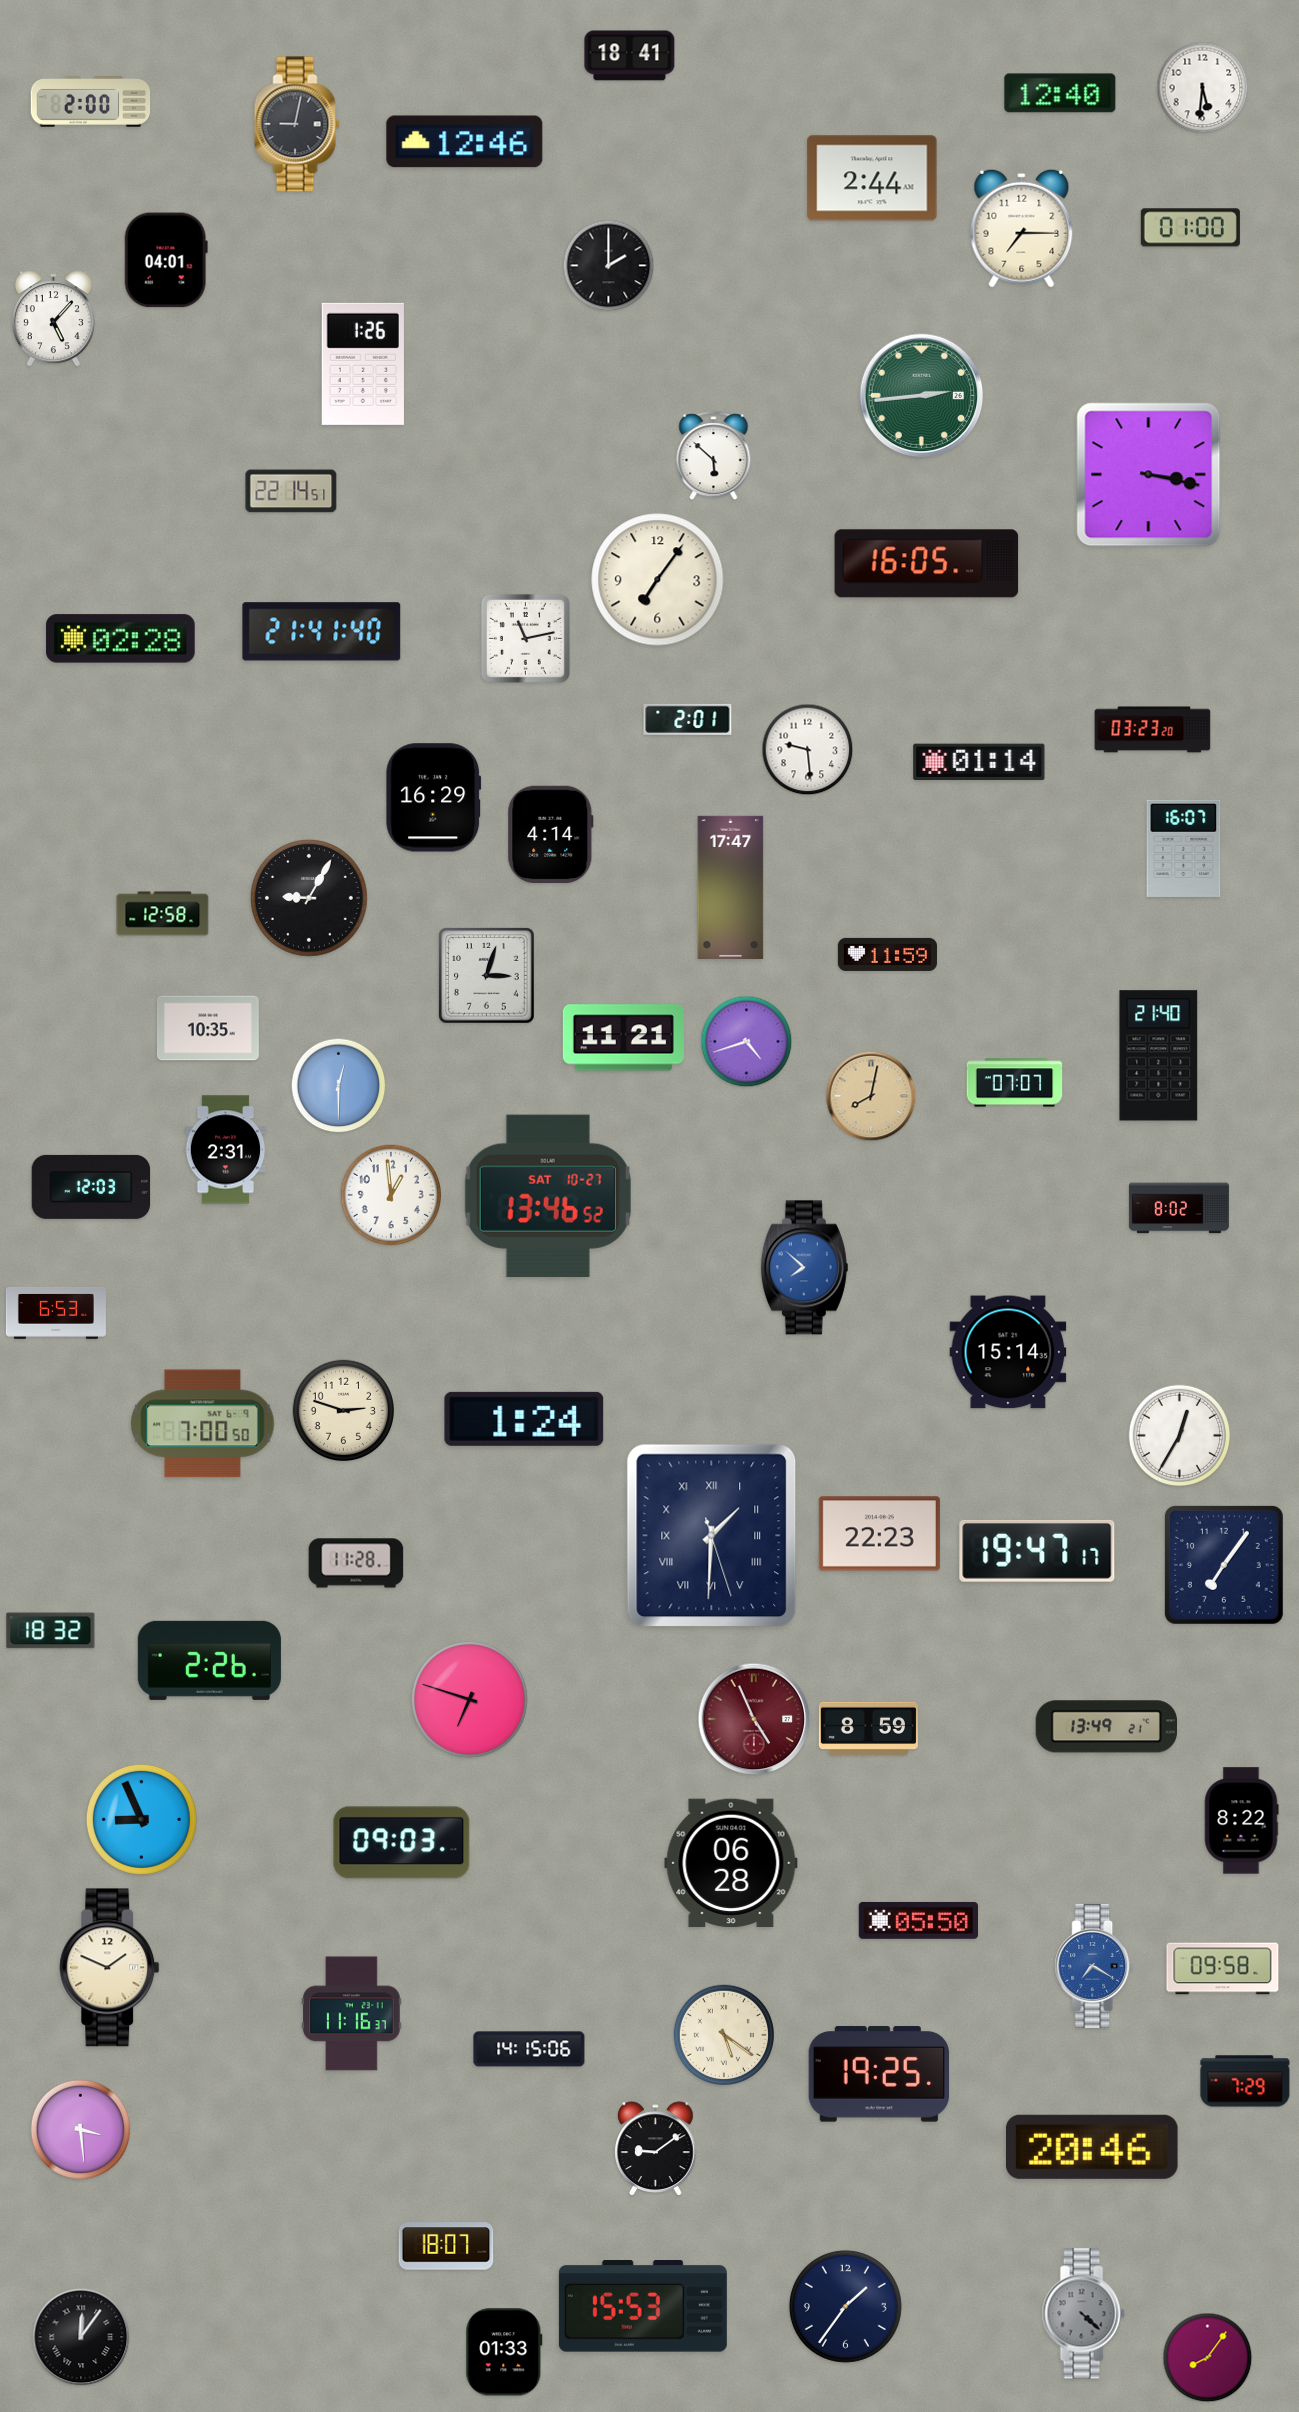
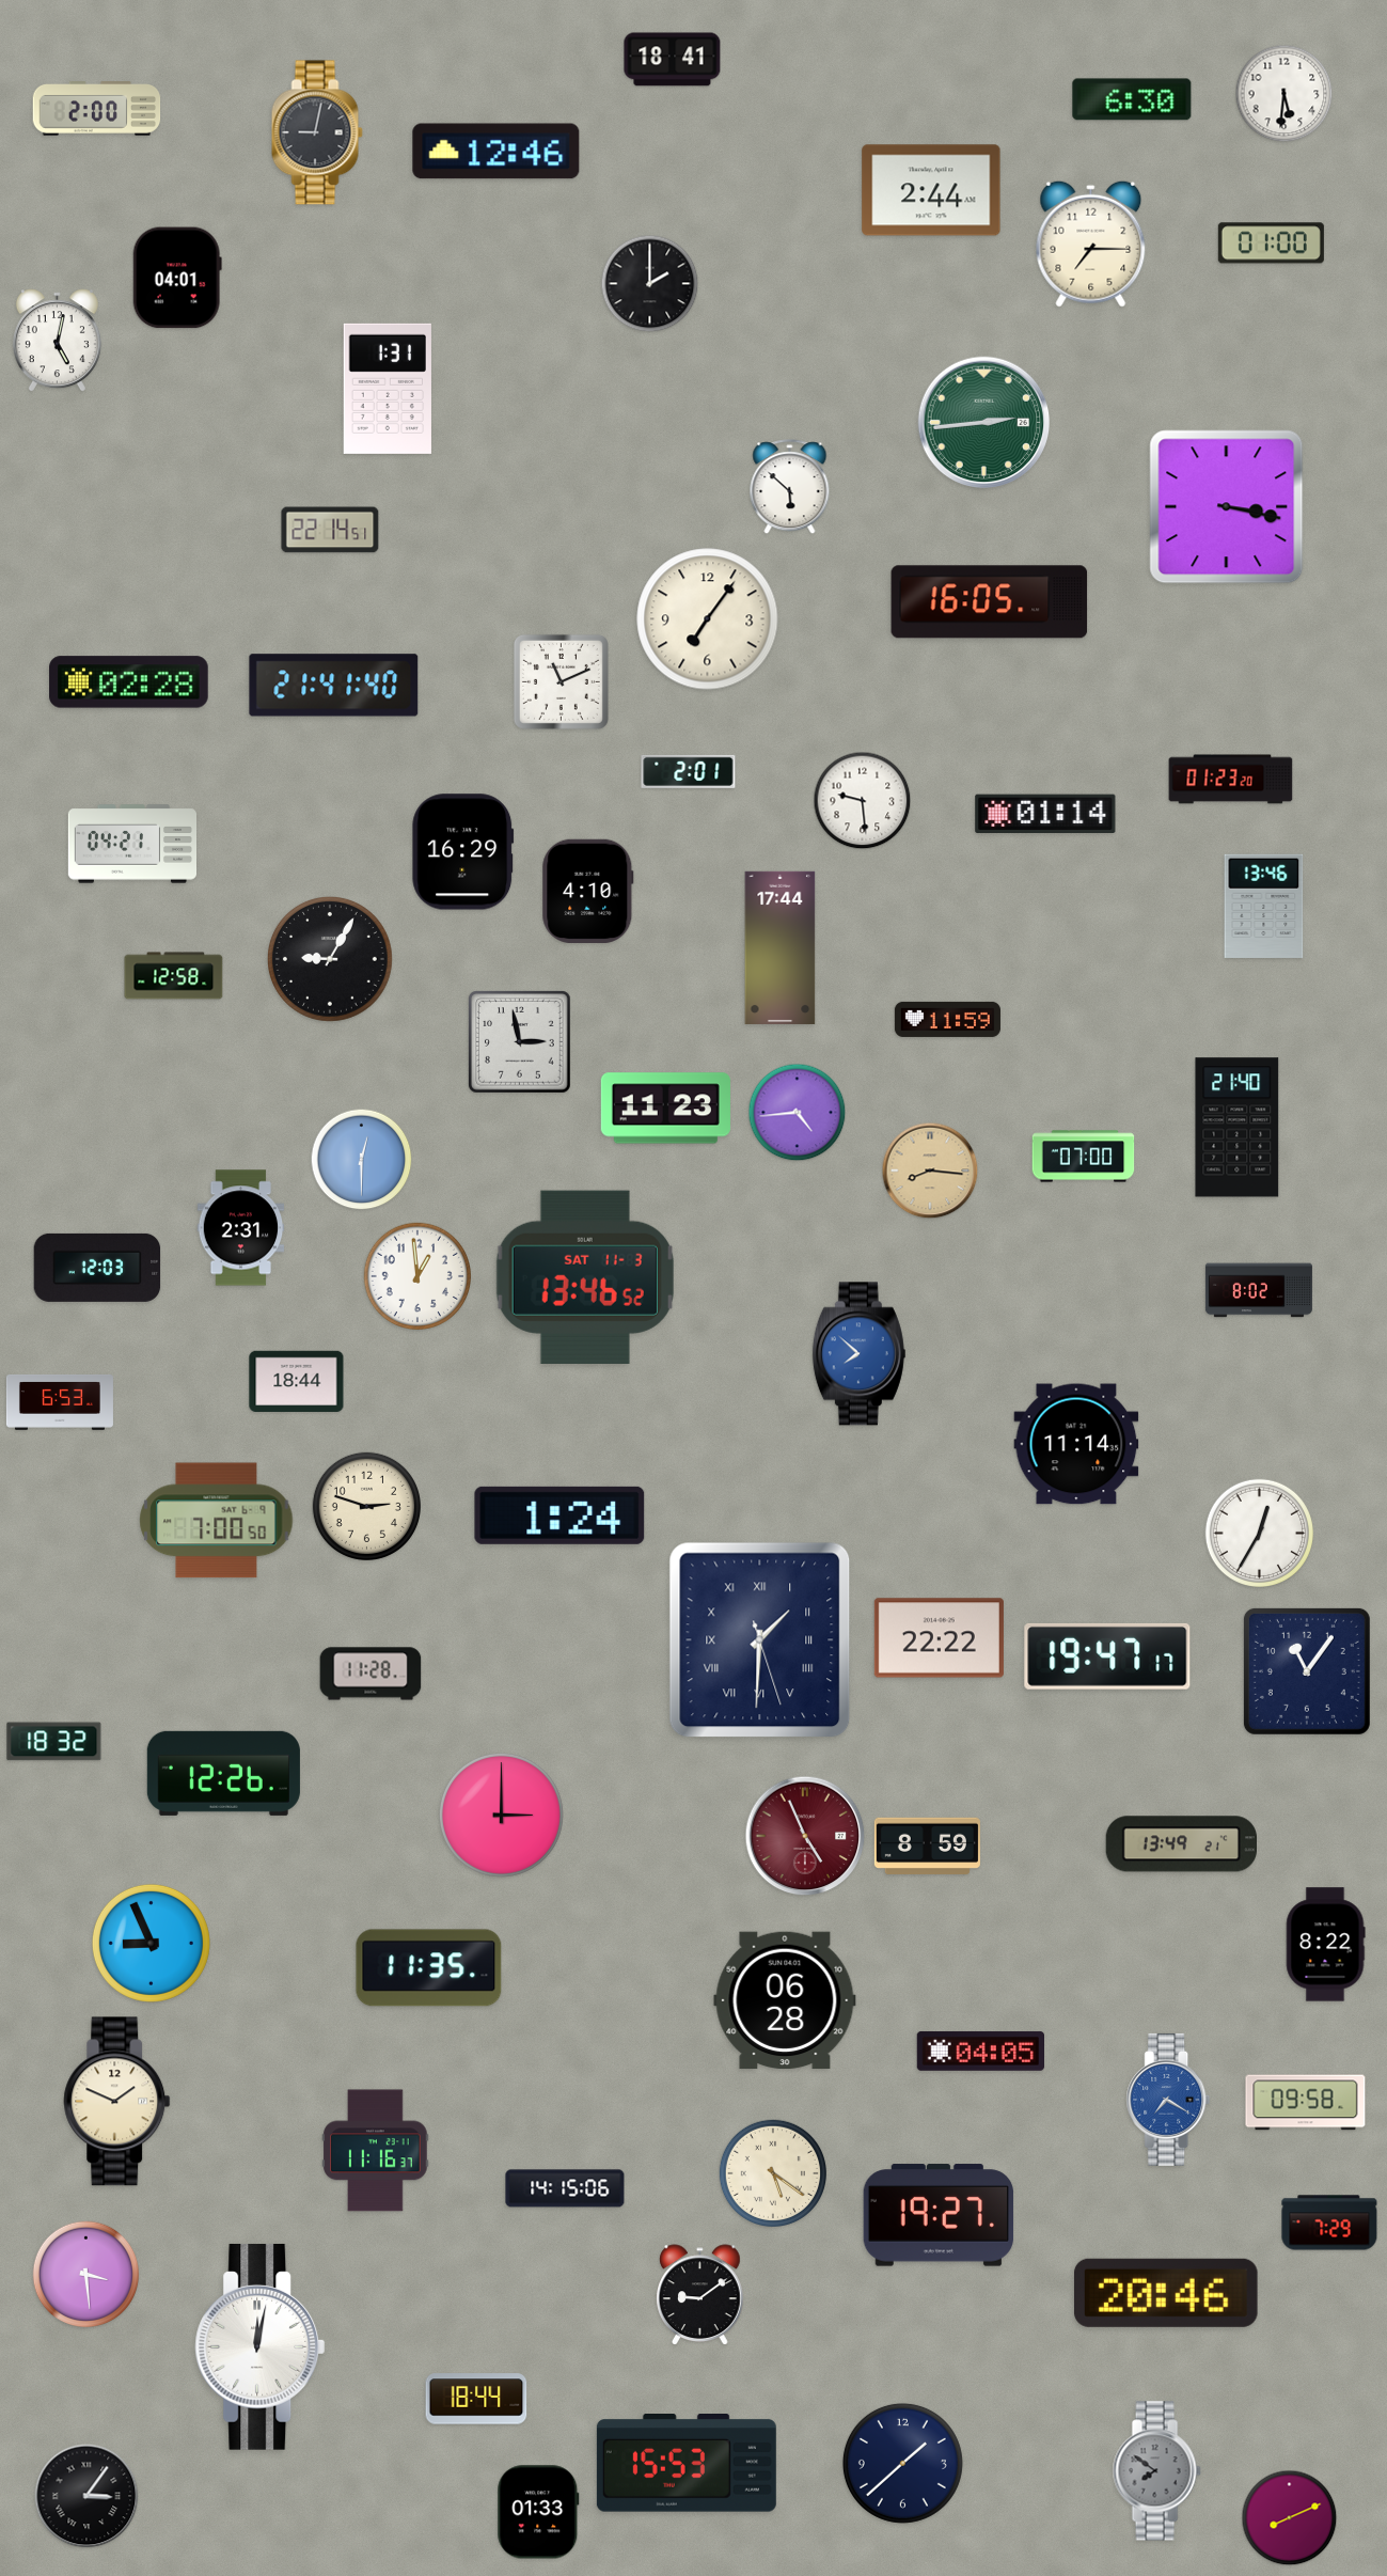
clock at (1060, 93): 12:40 -> 6:30
clock at (53, 319): 5:07 -> 5:02
clock at (363, 364): 1:26 -> 1:31
clock at (714, 456) position: (714, 456) -> (790, 487)
clock at (291, 491) position: (291, 491) -> (330, 530)
clock at (658, 580) position: (658, 580) -> (708, 619)
clock at (322, 632) position: (322, 632) -> (334, 686)
clock at (525, 638): 11:13 -> 11:11
clock at (688, 719) position: (688, 719) -> (689, 771)
clock at (1153, 730): 03:23 -> 01:23
clock at (131, 844): none -> 04:21
clock at (551, 834): 4:14 -> 4:10
clock at (1184, 848): 16:07 -> 13:46
clock at (731, 887): 17:47 -> 17:44
clock at (487, 976): 3:03 -> 2:58
clock at (208, 1028): 10:35 -> none
clock at (623, 1038): 11:21 -> 11:23
clock at (747, 1042): 4:42 -> 4:44
clock at (1015, 1083): 07:07 -> 07:00
clock at (871, 1096): 8:02 -> 8:16
clock at (548, 1196) date: SAT 10-27 -> SAT 11-3
clock at (297, 1381): none -> 18:44
clock at (1008, 1352): 15:14 -> 11:14
clock at (879, 1534): 22:23 -> 22:22
clock at (356, 1563) position: (356, 1563) -> (371, 1674)
clock at (1224, 1565): 7:06 -> 11:06
clock at (209, 1660): 2:26 -> 12:26
clock at (469, 1699): 6:48 -> 3:00
clock at (402, 1843): 09:03 -> 11:35
clock at (731, 1863) position: (731, 1863) -> (785, 2000)
clock at (919, 1920): 05:50 -> 04:05
clock at (879, 2074): 19:25 -> 19:27
clock at (261, 2346): none -> 12:02
clock at (446, 2246): 18:07 -> 18:44
clock at (845, 2306): 1:36 -> 1:38
clock at (1083, 2314): 4:22 -> 7:51
clock at (81, 2337): 12:06 -> 3:06
clock at (1208, 2358): 8:06 -> 8:11
